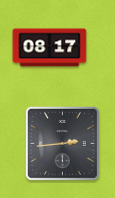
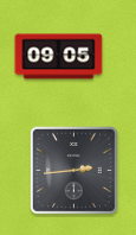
clock at (50, 48): 08:17 -> 09:05
